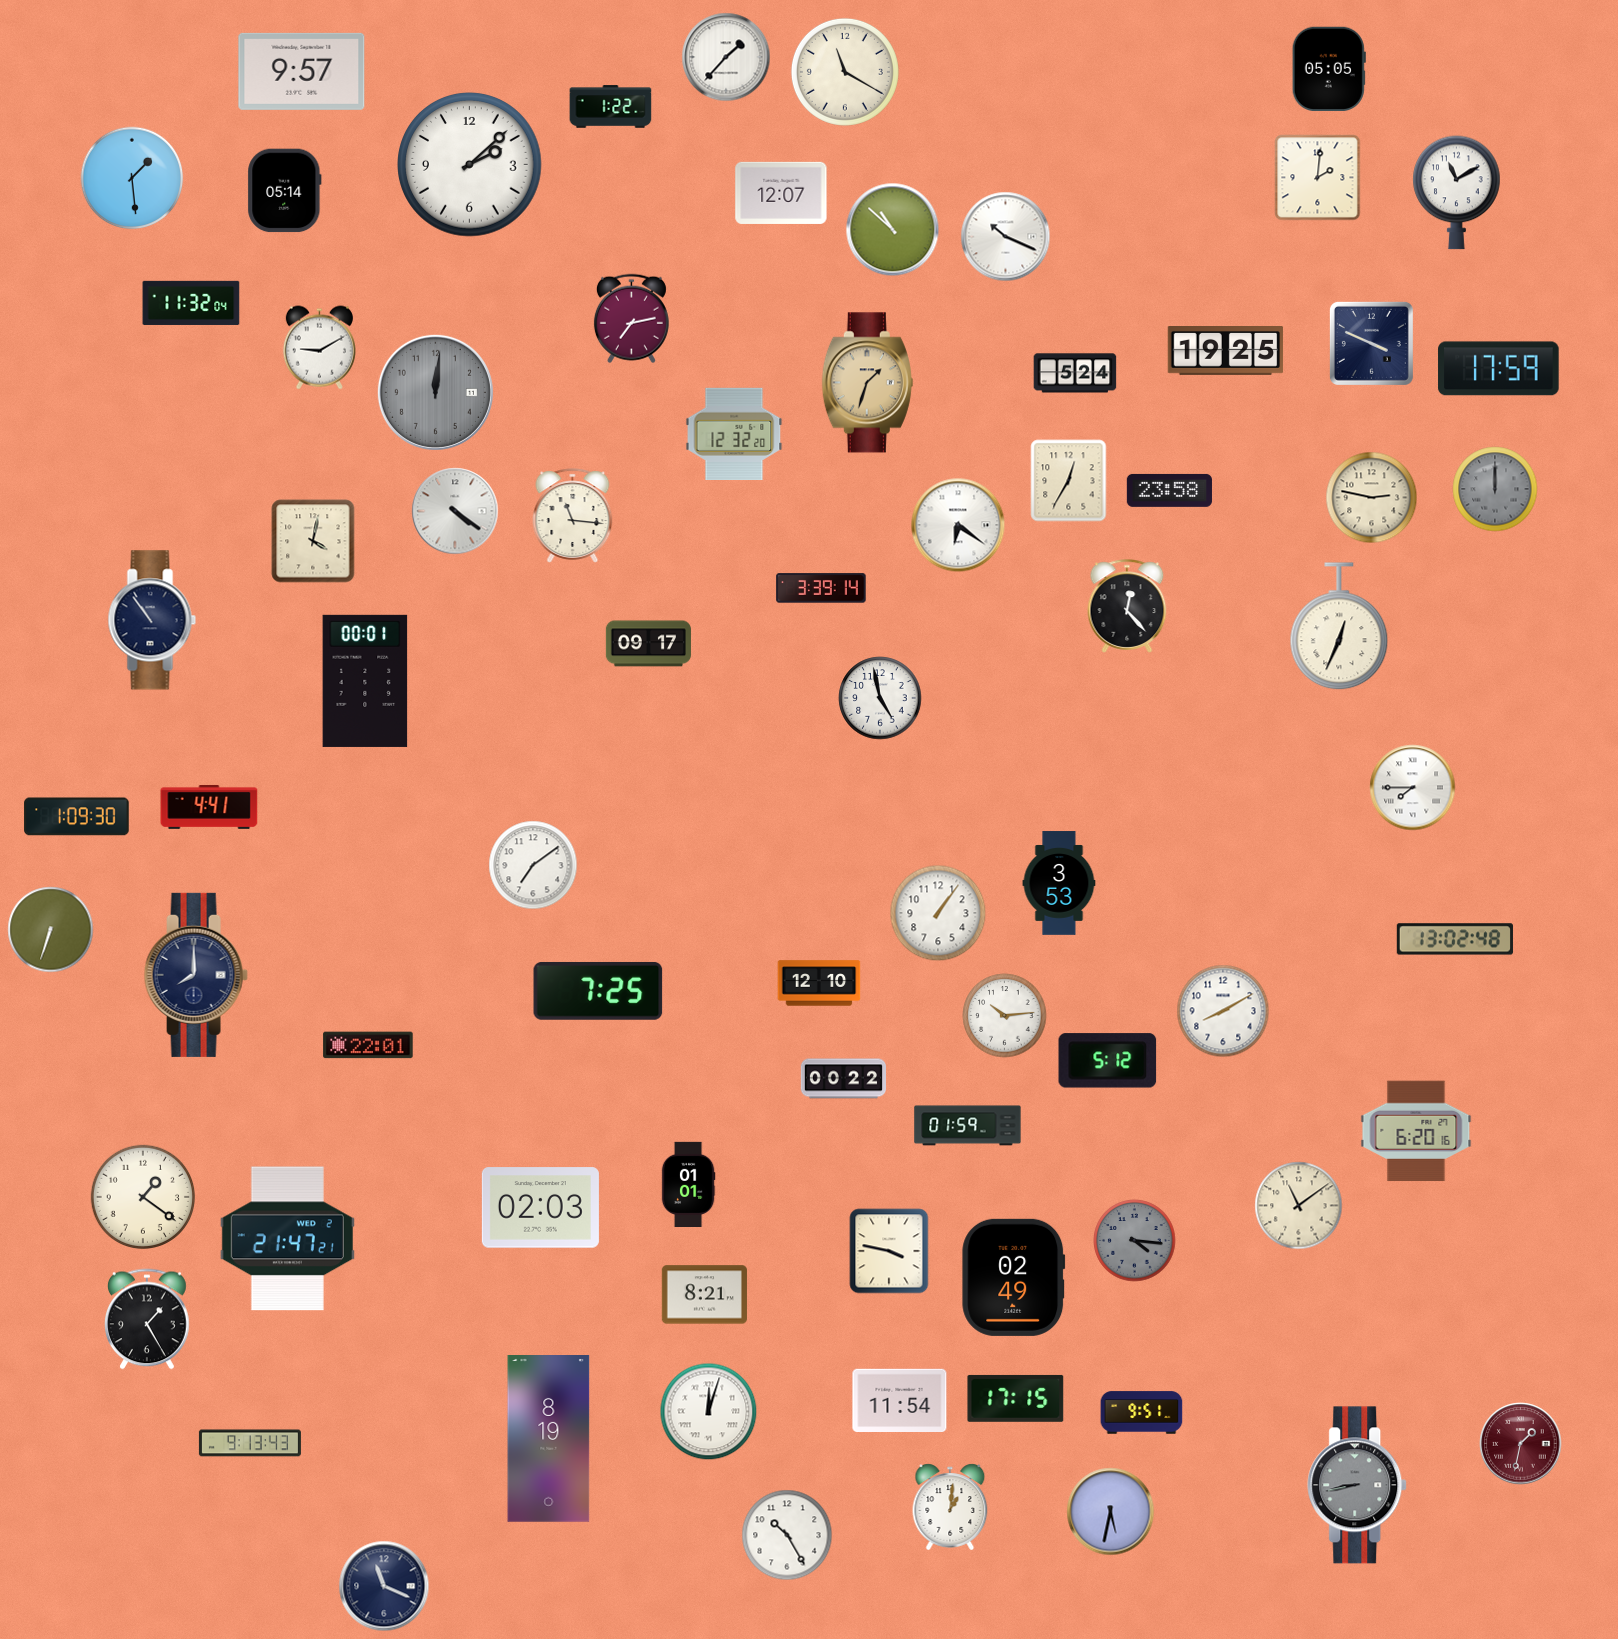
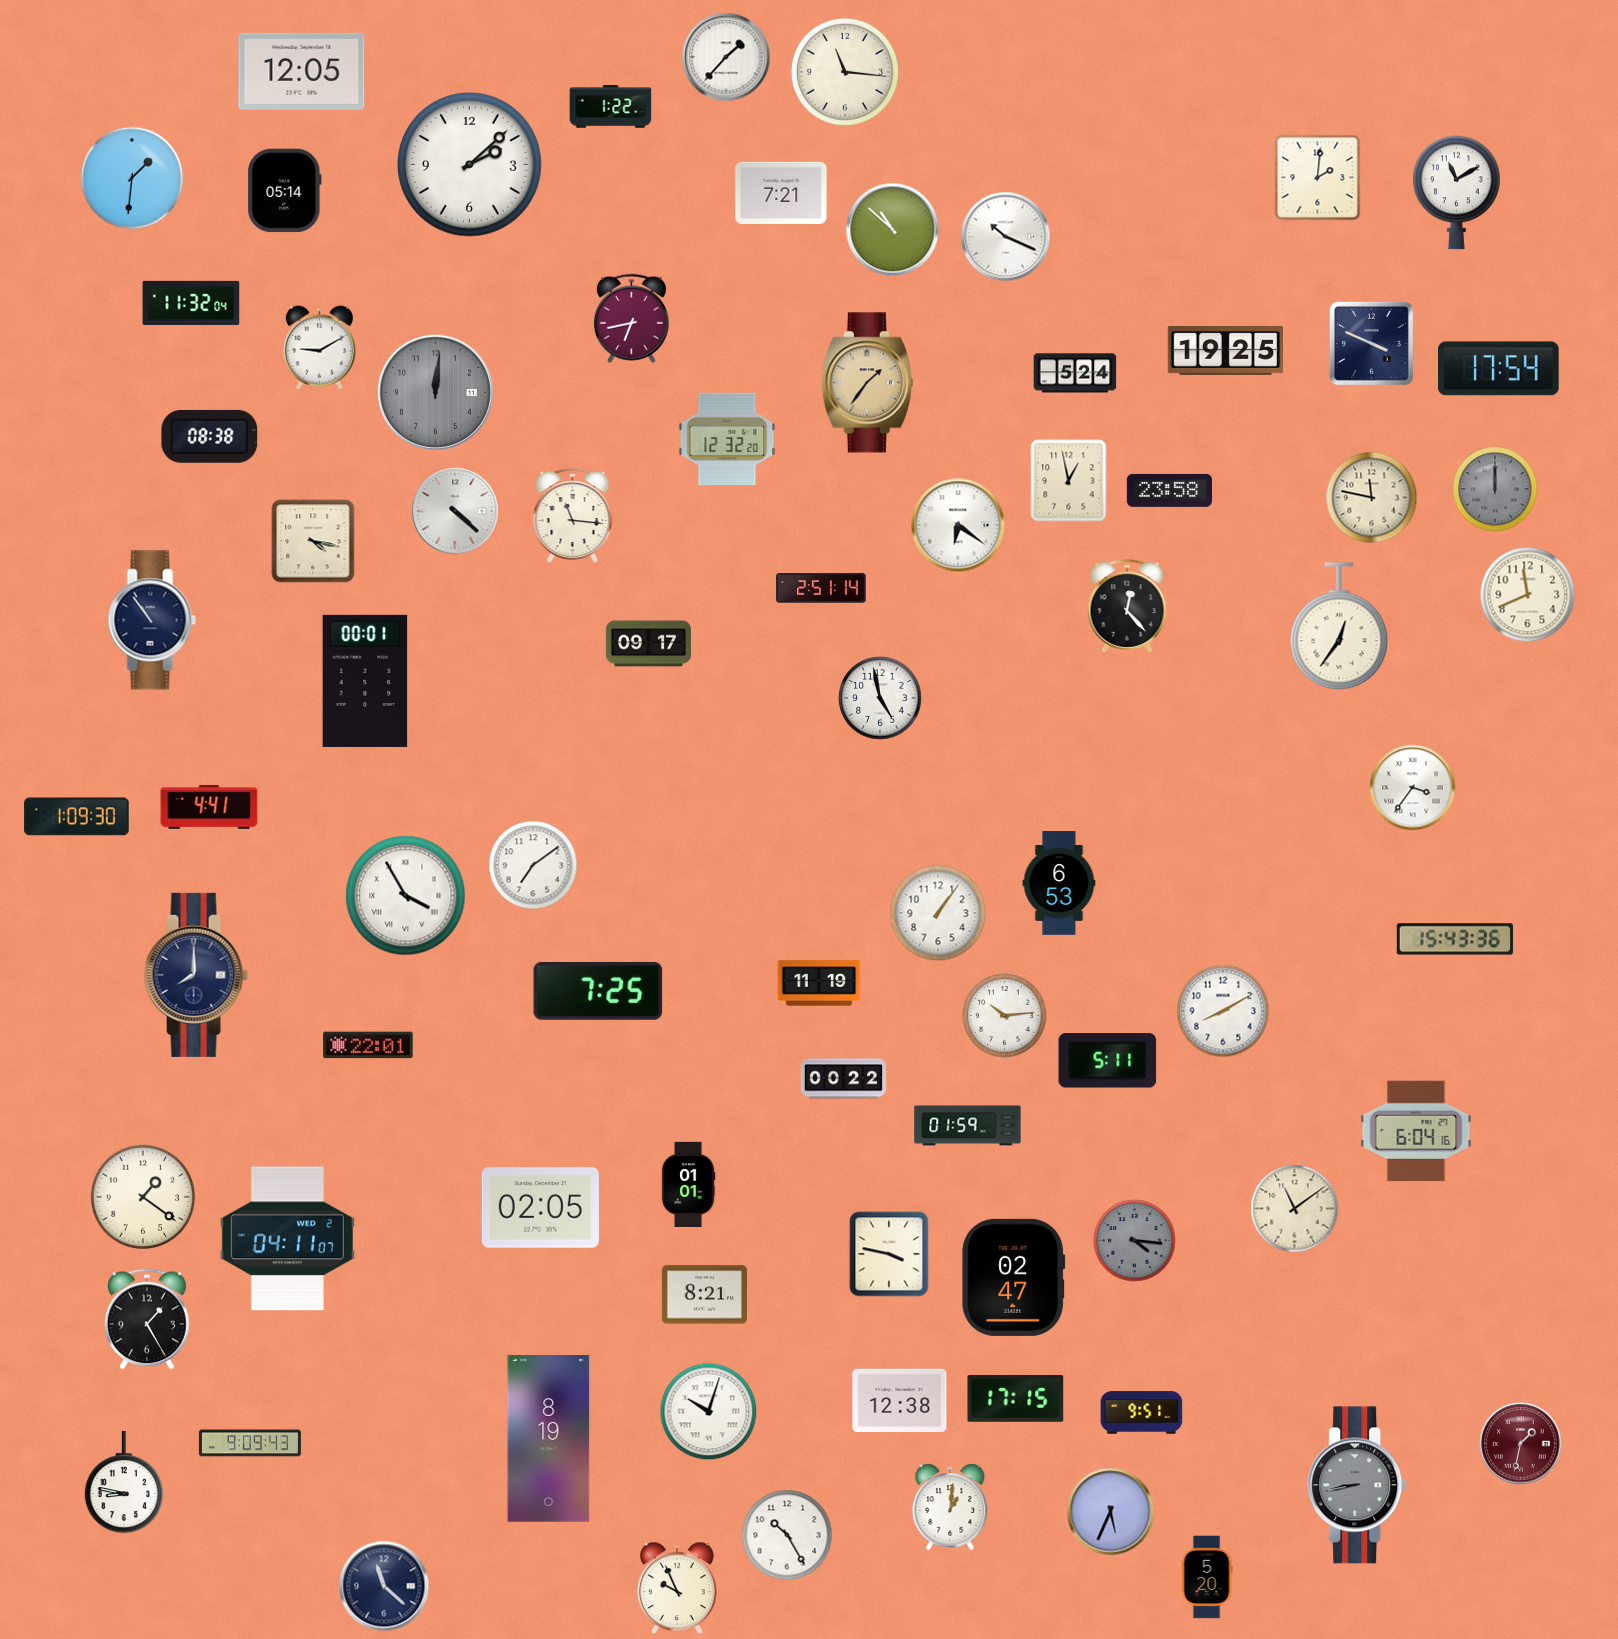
clock at (1329, 68): 05:05 -> none
clock at (302, 71): 9:57 -> 12:05
clock at (845, 72): 11:20 -> 11:16
clock at (132, 178): 1:29 -> 1:31
clock at (781, 193): 12:07 -> 7:21
clock at (631, 319): 7:13 -> 6:43
clock at (1499, 369): 17:59 -> 17:54
clock at (867, 383): 1:33 -> 1:36
clock at (734, 434) position: (734, 434) -> (727, 439)
clock at (210, 436): none -> 08:38
clock at (1069, 481): 12:35 -> 12:58
clock at (1372, 498): 2:47 -> 11:47
clock at (455, 511): 4:21 -> 4:22
clock at (313, 541): 4:02 -> 4:17
clock at (821, 588): 3:39 -> 2:51
clock at (1528, 595): none -> 11:41
clock at (1339, 627): 12:34 -> 12:36
clock at (1413, 788): 7:45 -> 3:36
clock at (1059, 883): 3:53 -> 6:53
clock at (406, 896): none -> 3:55
clock at (51, 930): 6:33 -> none
clock at (1455, 939): 13:02 -> 15:43
clock at (819, 983): 12:10 -> 11:19
clock at (1108, 1061): 5:12 -> 5:11
clock at (1416, 1131): 6:20 -> 6:04
clock at (1299, 1206) position: (1299, 1206) -> (1295, 1209)
clock at (540, 1208): 02:03 -> 02:05
clock at (287, 1239): 21:47 -> 04:11
clock at (889, 1251) position: (889, 1251) -> (889, 1254)
clock at (1014, 1277): 02:49 -> 02:47
clock at (900, 1400): 11:54 -> 12:38
clock at (709, 1412): 12:03 -> 10:03
clock at (250, 1443): 9:13 -> 9:09
clock at (124, 1482): none -> 8:47
clock at (1111, 1512): 5:32 -> 5:34
clock at (1207, 1577): none -> 5:20
clock at (384, 1586): 11:19 -> 11:22
clock at (678, 1588): none -> 9:56
